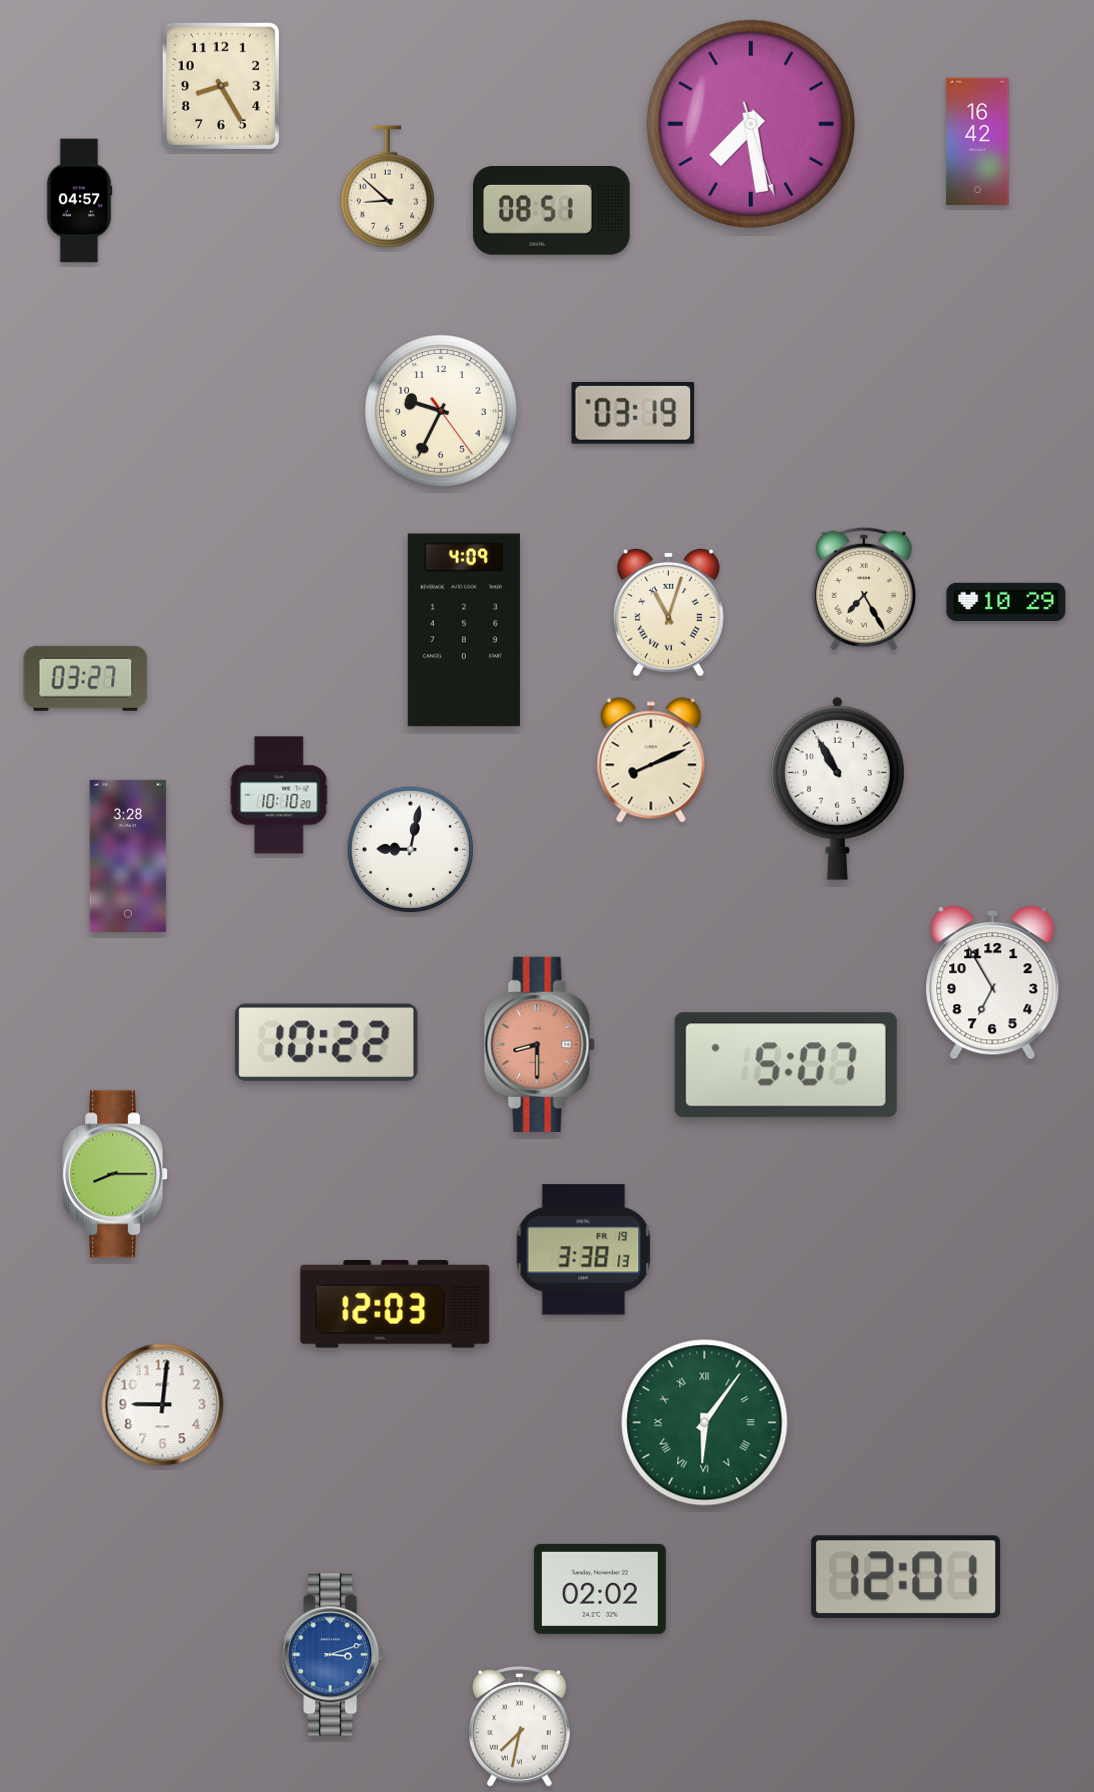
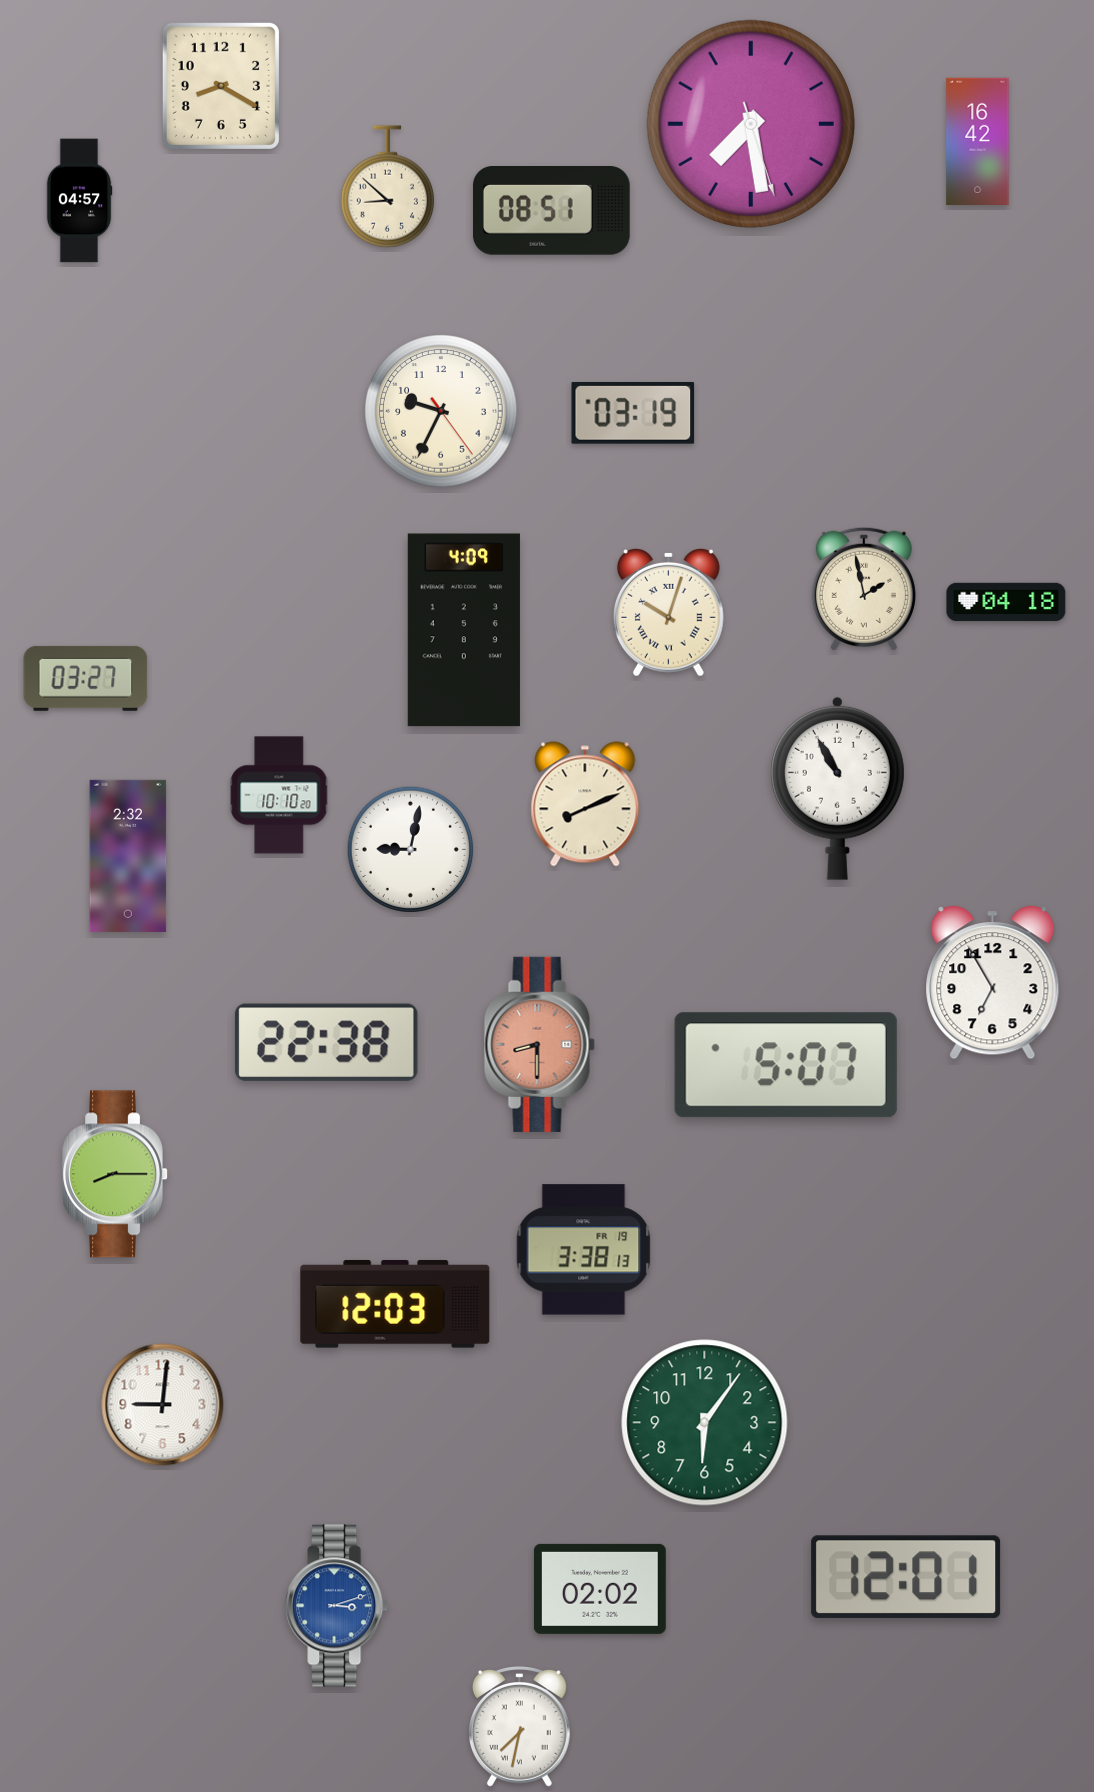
clock at (221, 86): 8:25 -> 8:20
clock at (864, 589): 7:25 -> 1:58
clock at (1006, 602): 10:29 -> 04:18
clock at (668, 612): 11:03 -> 10:03
clock at (651, 760) position: (651, 760) -> (585, 804)
clock at (128, 856): 3:28 -> 2:32
clock at (326, 1042): 10:22 -> 22:38
clock at (705, 1423) numerals: Roman -> Arabic
clock at (333, 1655) position: (333, 1655) -> (337, 1606)
